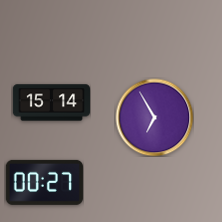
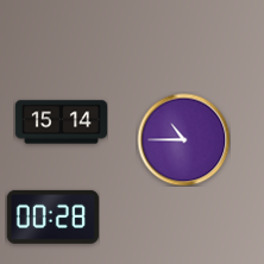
clock at (154, 117): 6:55 -> 10:45
clock at (44, 182): 00:27 -> 00:28
